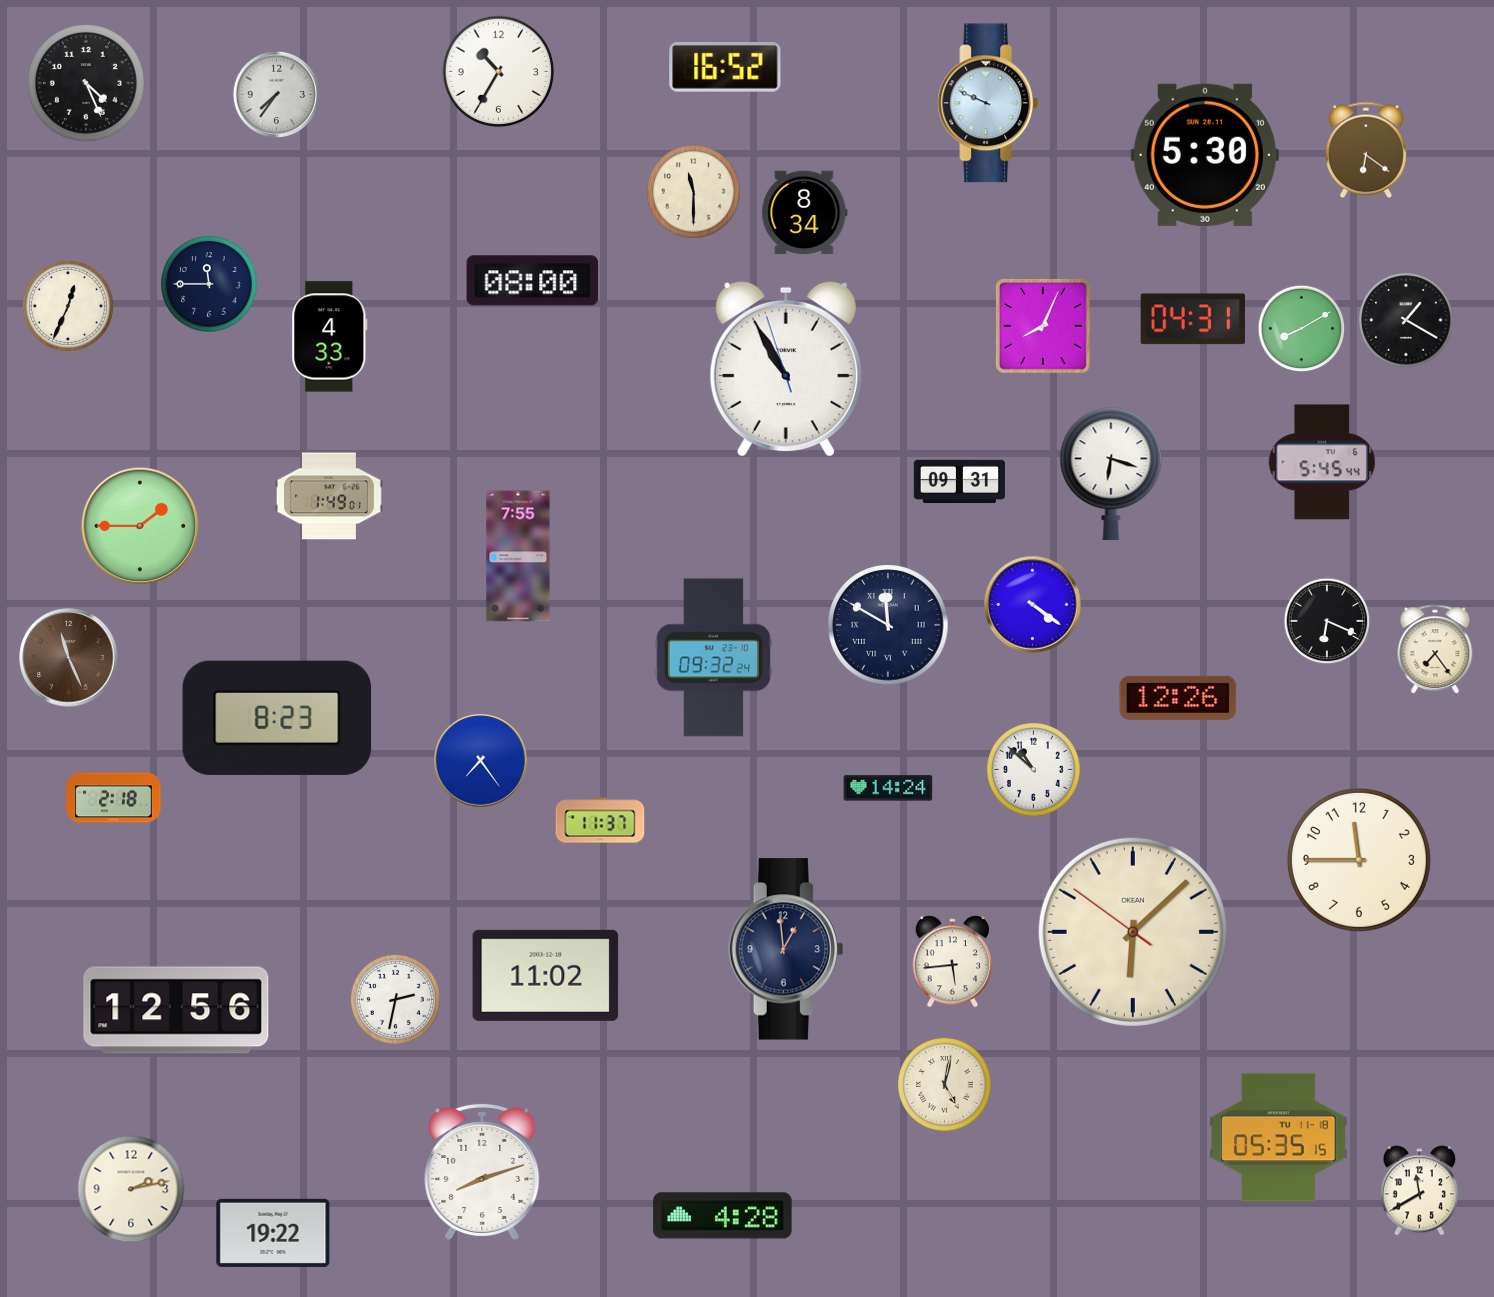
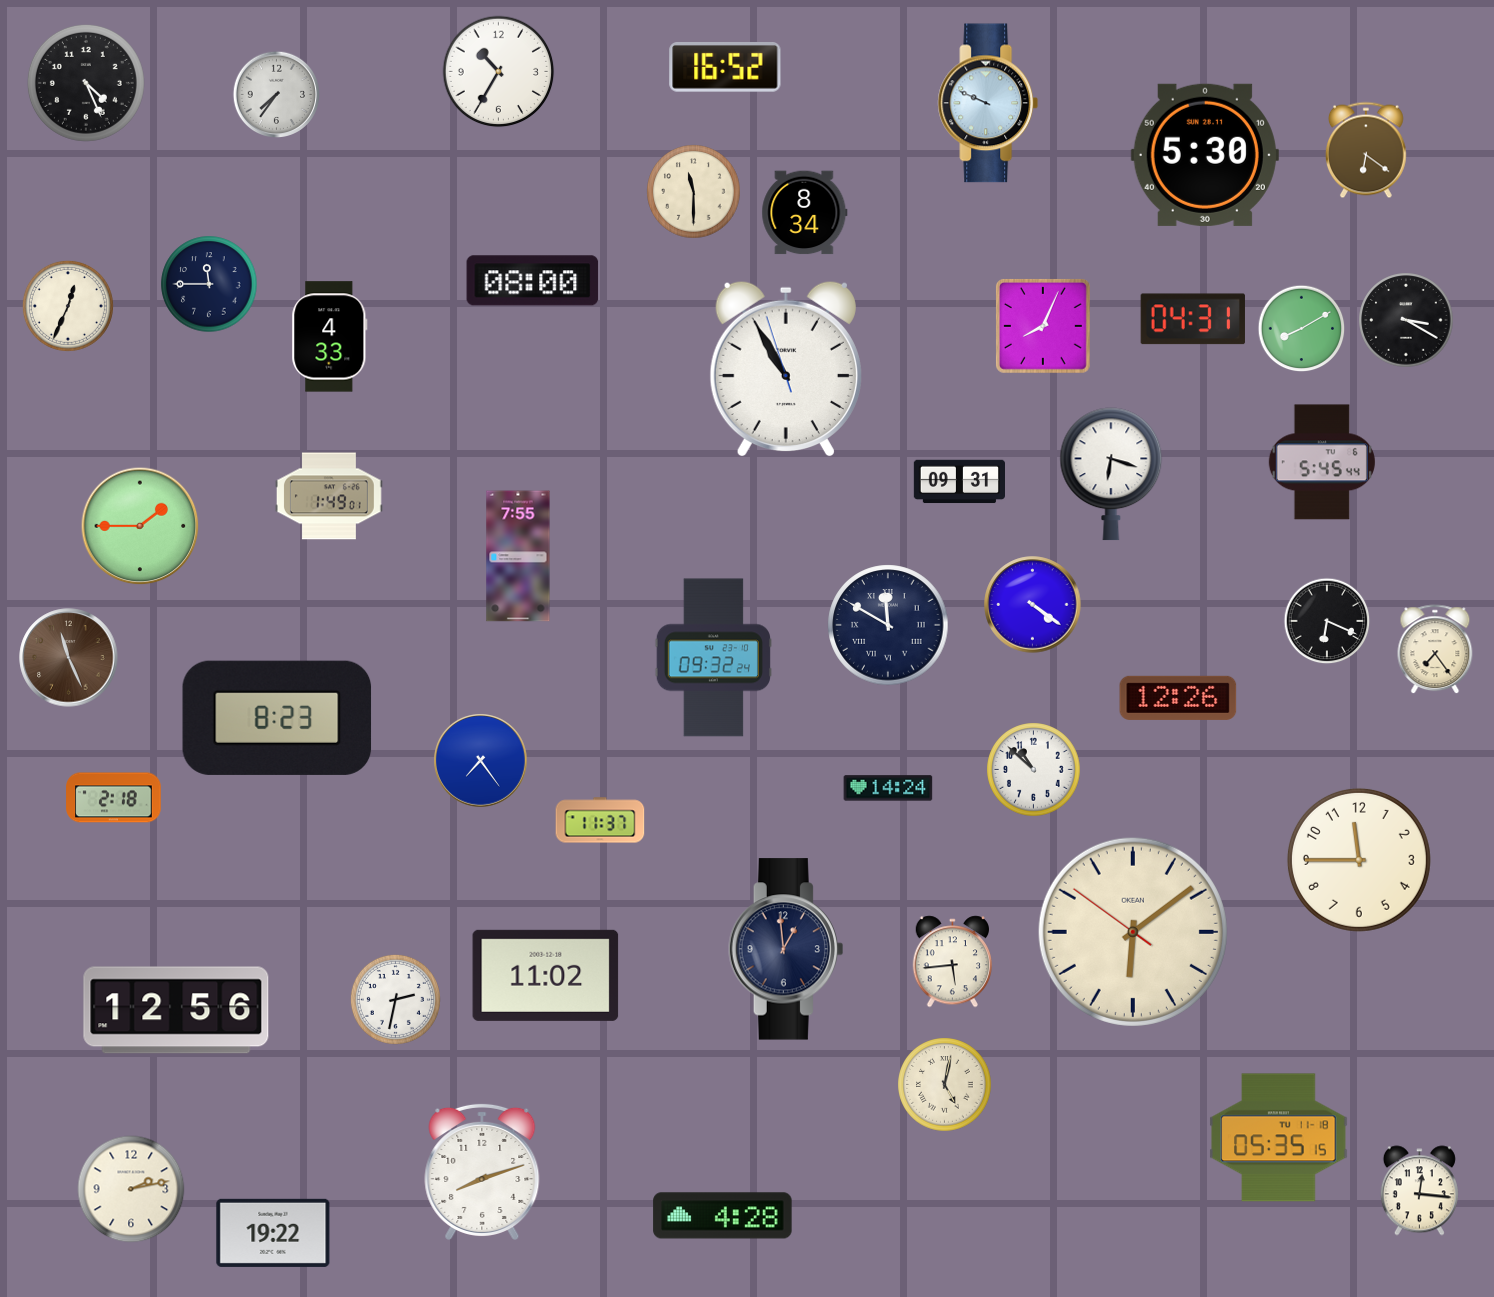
clock at (1406, 320): 1:20 -> 3:20
clock at (1133, 932): 6:07 -> 6:08
clock at (1419, 1191): 11:40 -> 12:16
